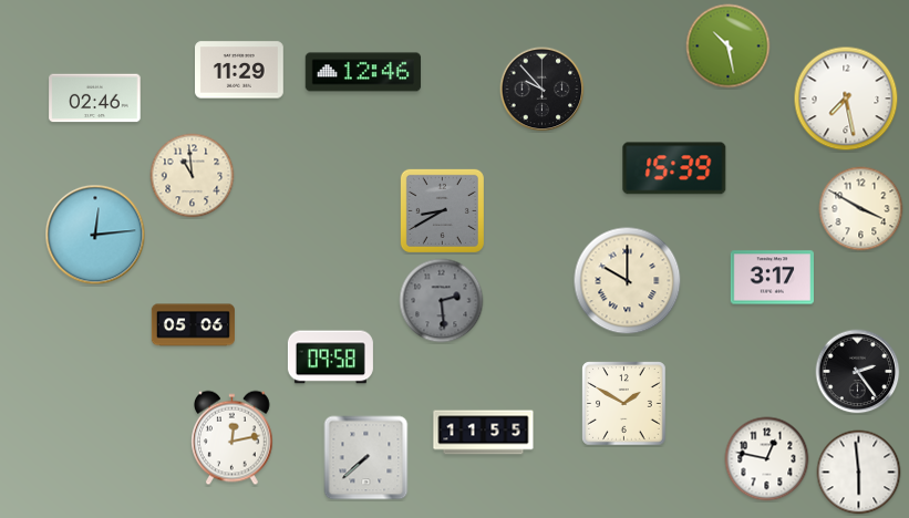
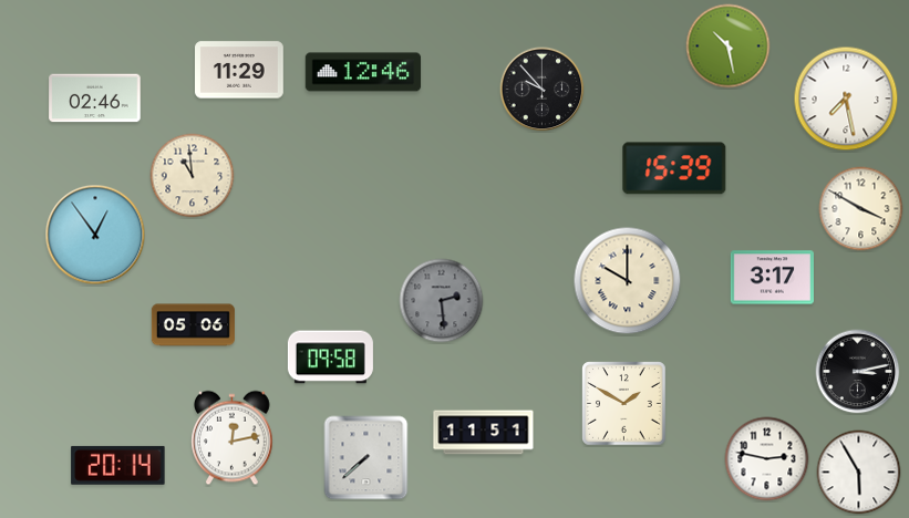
clock at (442, 210): 8:40 -> none
clock at (95, 235): 12:14 -> 12:54
clock at (858, 372): 2:24 -> 3:13
clock at (484, 433): 11:55 -> 11:51
clock at (767, 459): 12:47 -> 2:47
clock at (118, 465): none -> 20:14
clock at (859, 473): 5:59 -> 5:55
